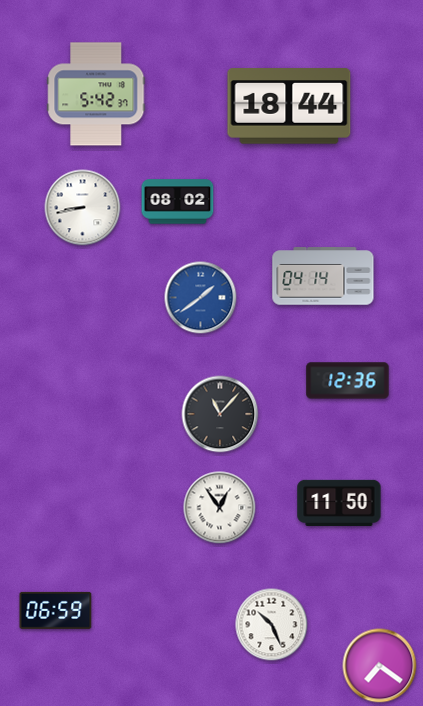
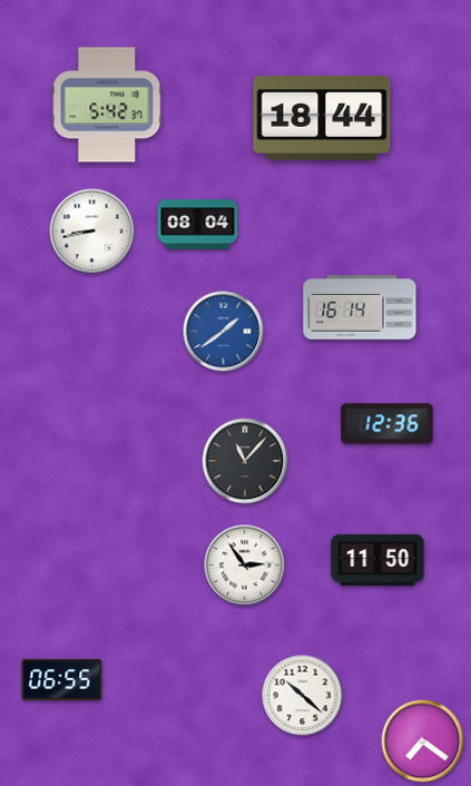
clock at (178, 202): 08:02 -> 08:04
clock at (323, 276): 04:14 -> 16:14
clock at (220, 508): 12:54 -> 2:54
clock at (56, 610): 06:59 -> 06:55
clock at (272, 625): 10:26 -> 10:22
